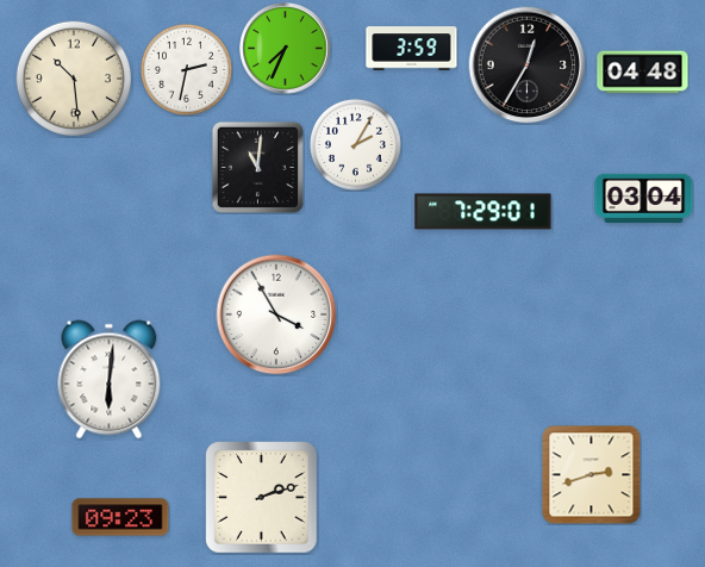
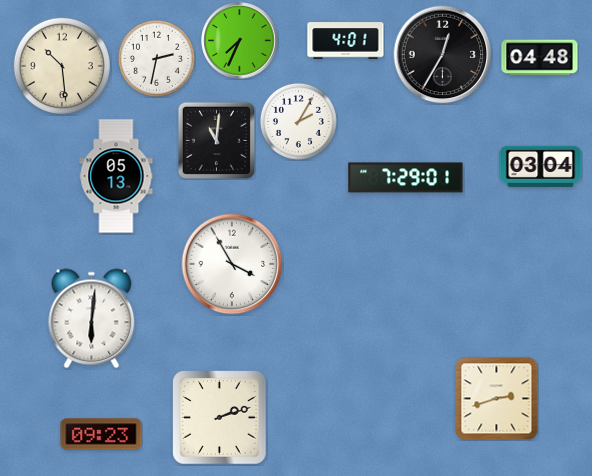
clock at (412, 49): 3:59 -> 4:01
clock at (643, 73) position: (643, 73) -> (540, 58)
clock at (116, 176): none -> 05:13
